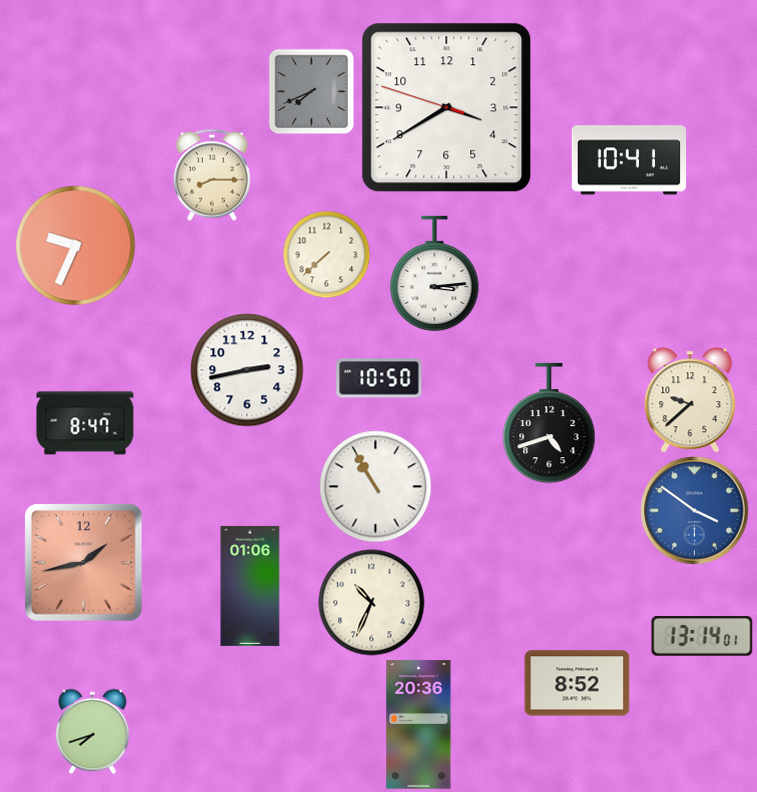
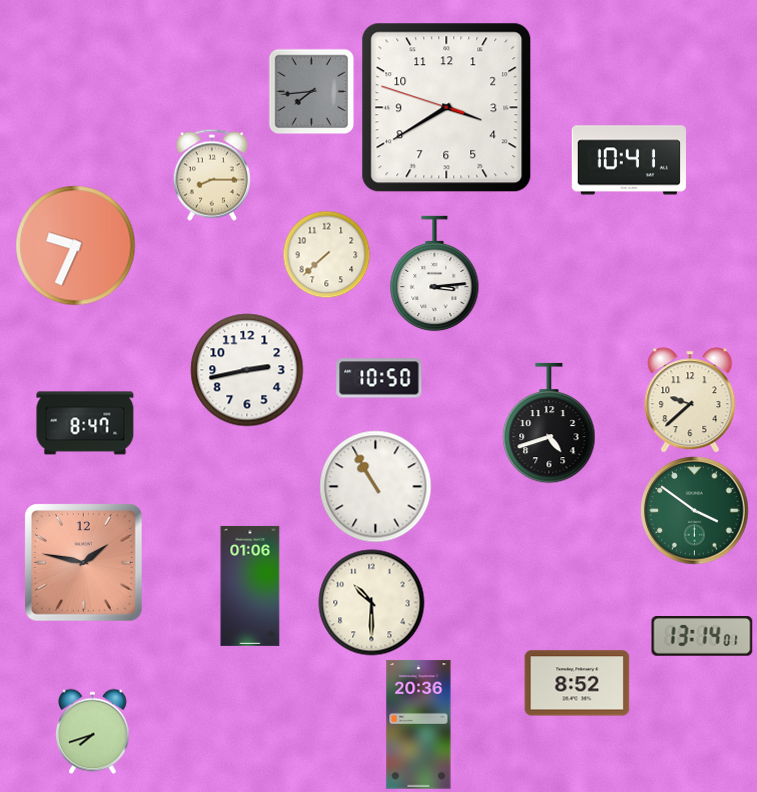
clock at (311, 91): 7:41 -> 7:44
clock at (695, 511) dial: blue -> green
clock at (84, 563): 1:43 -> 1:47
clock at (372, 603): 10:34 -> 10:30
